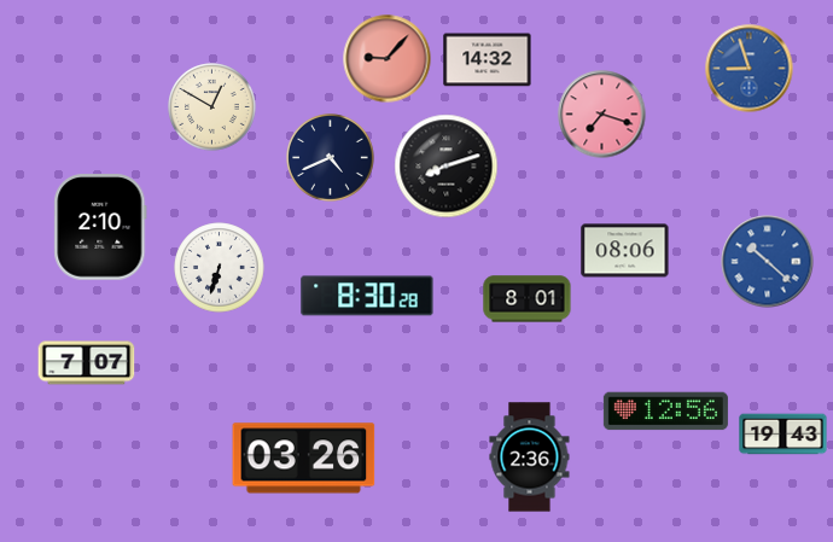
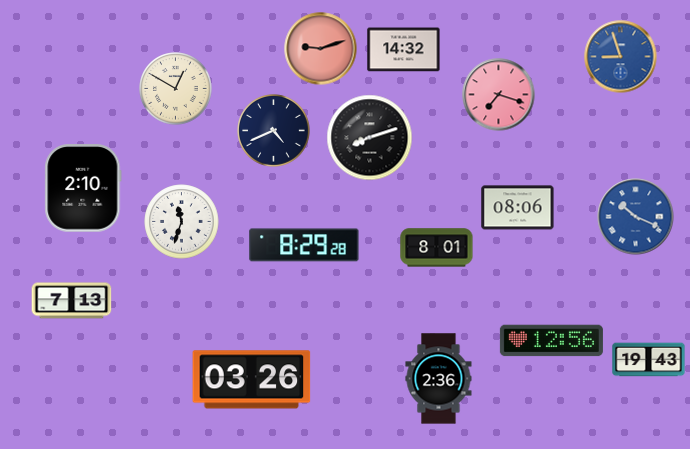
clock at (388, 59): 9:07 -> 9:12
clock at (768, 262): 10:22 -> 10:19
clock at (220, 268): 6:33 -> 11:33
clock at (367, 296): 8:30 -> 8:29
clock at (87, 363): 7:07 -> 7:13
